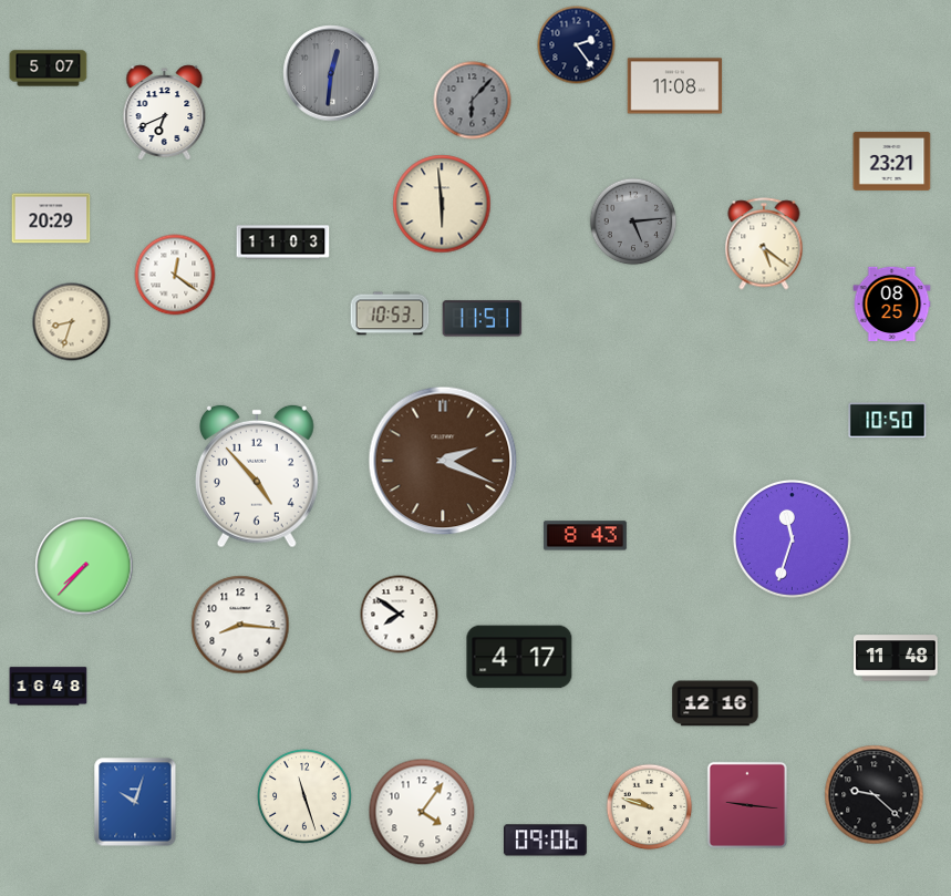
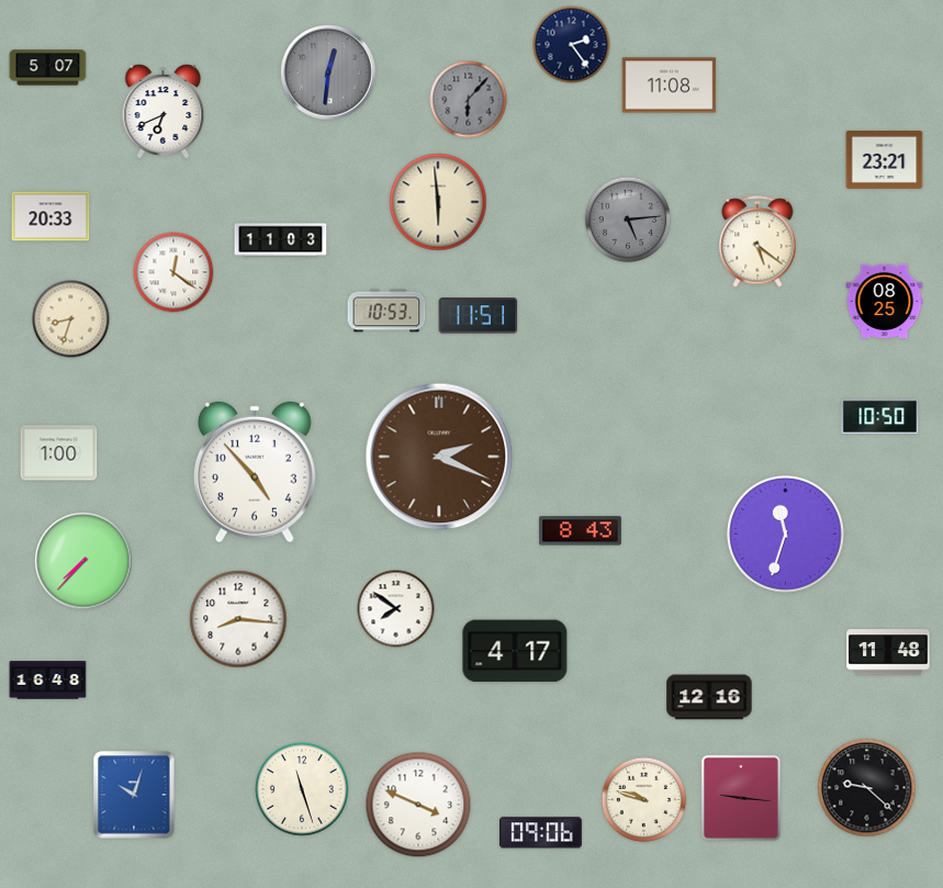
clock at (51, 218): 20:29 -> 20:33
clock at (59, 453): none -> 1:00
clock at (422, 812): 4:06 -> 3:49
